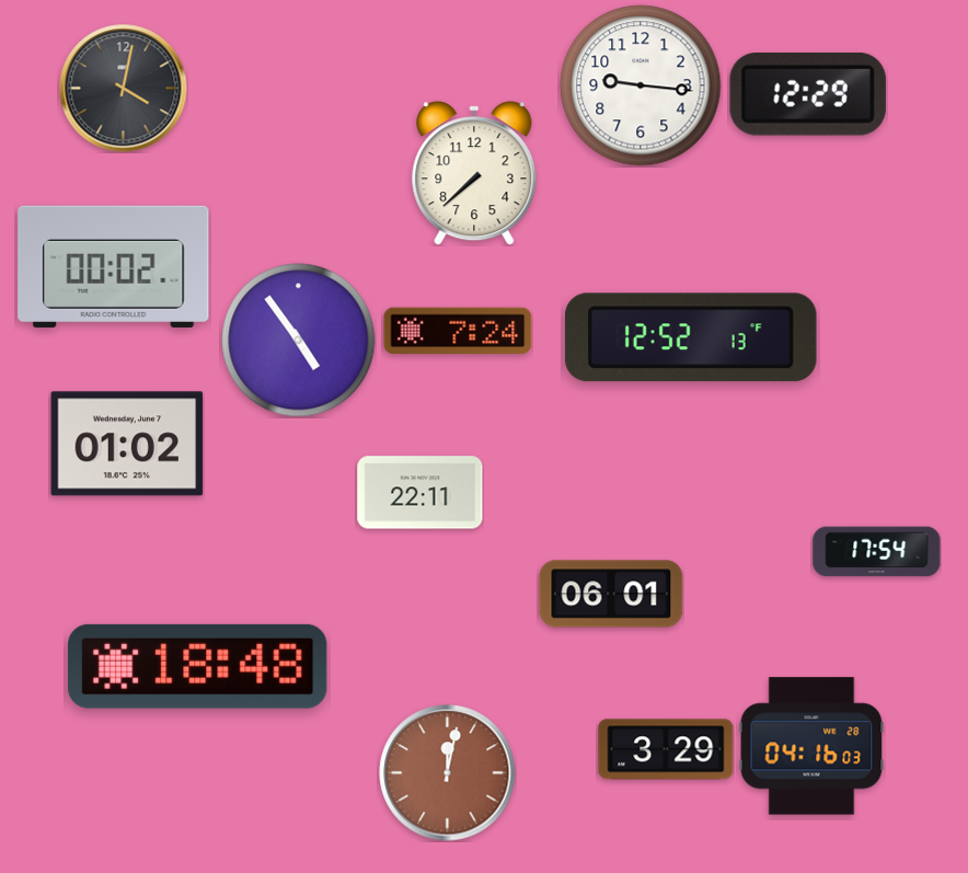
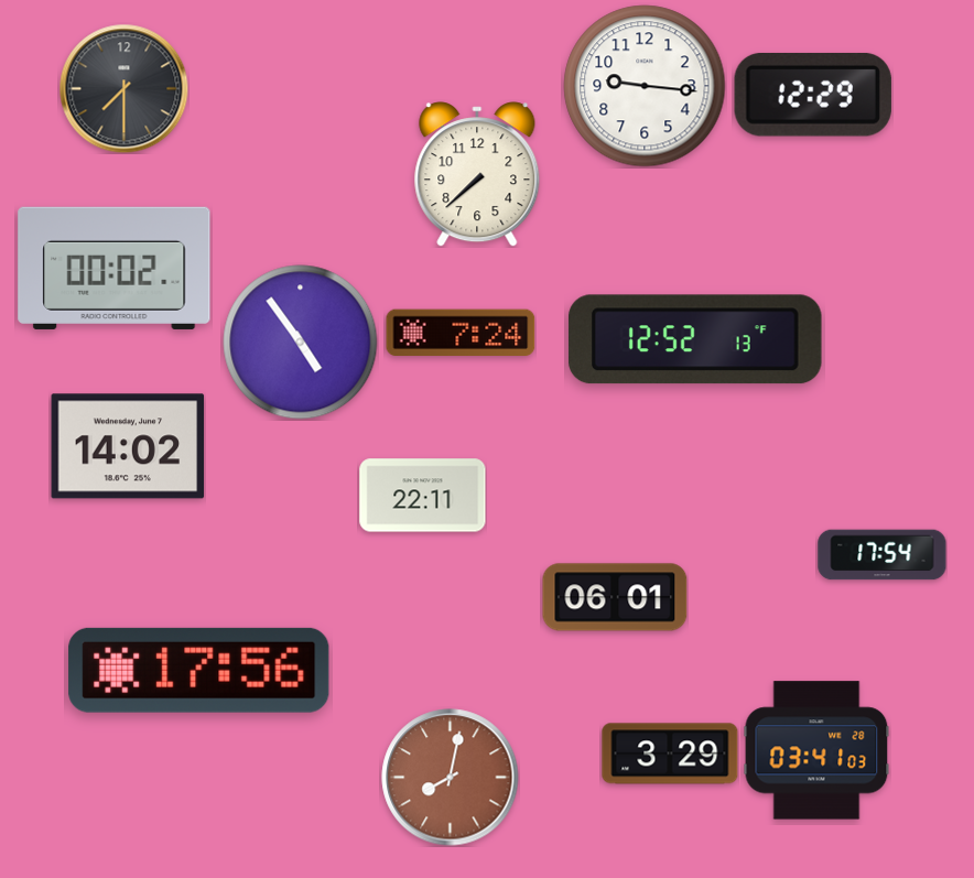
clock at (123, 88): 4:02 -> 7:30
clock at (127, 444): 01:02 -> 14:02
clock at (198, 666): 18:48 -> 17:56
clock at (811, 746): 04:16 -> 03:41
clock at (448, 773): 12:02 -> 8:02
